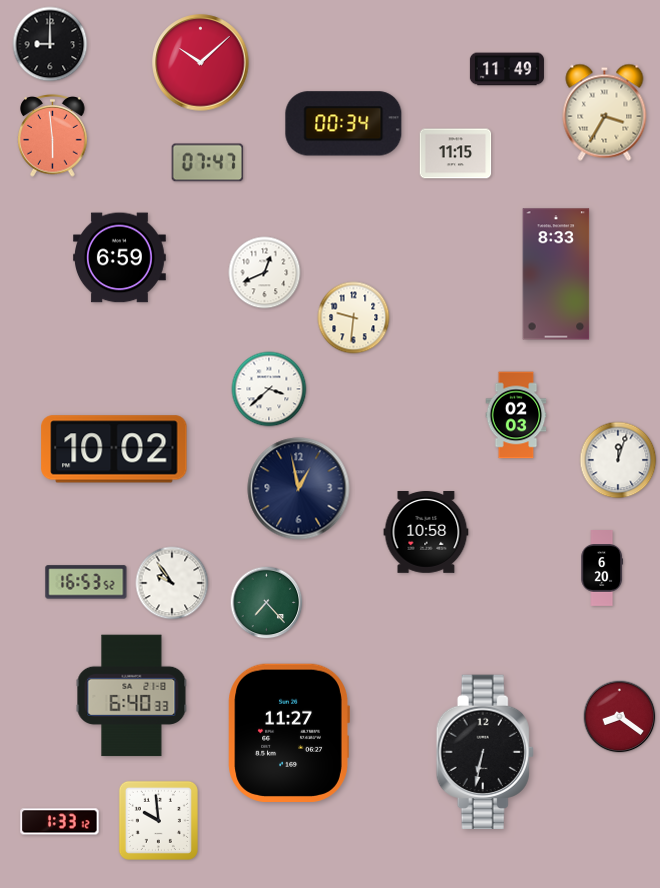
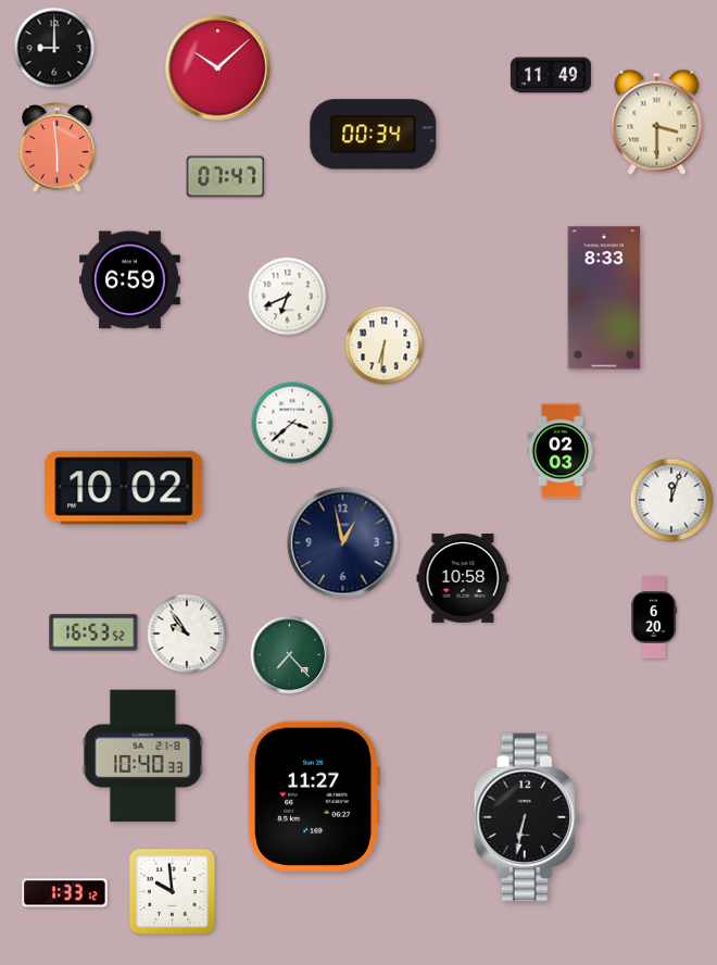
clock at (605, 112): 3:35 -> 3:30
clock at (456, 154): 11:15 -> none
clock at (265, 273): 12:41 -> 6:41
clock at (354, 318): 9:31 -> 6:31
clock at (299, 489) position: (299, 489) -> (343, 543)
clock at (132, 696): 6:40 -> 10:40
clock at (620, 717): 8:21 -> none
